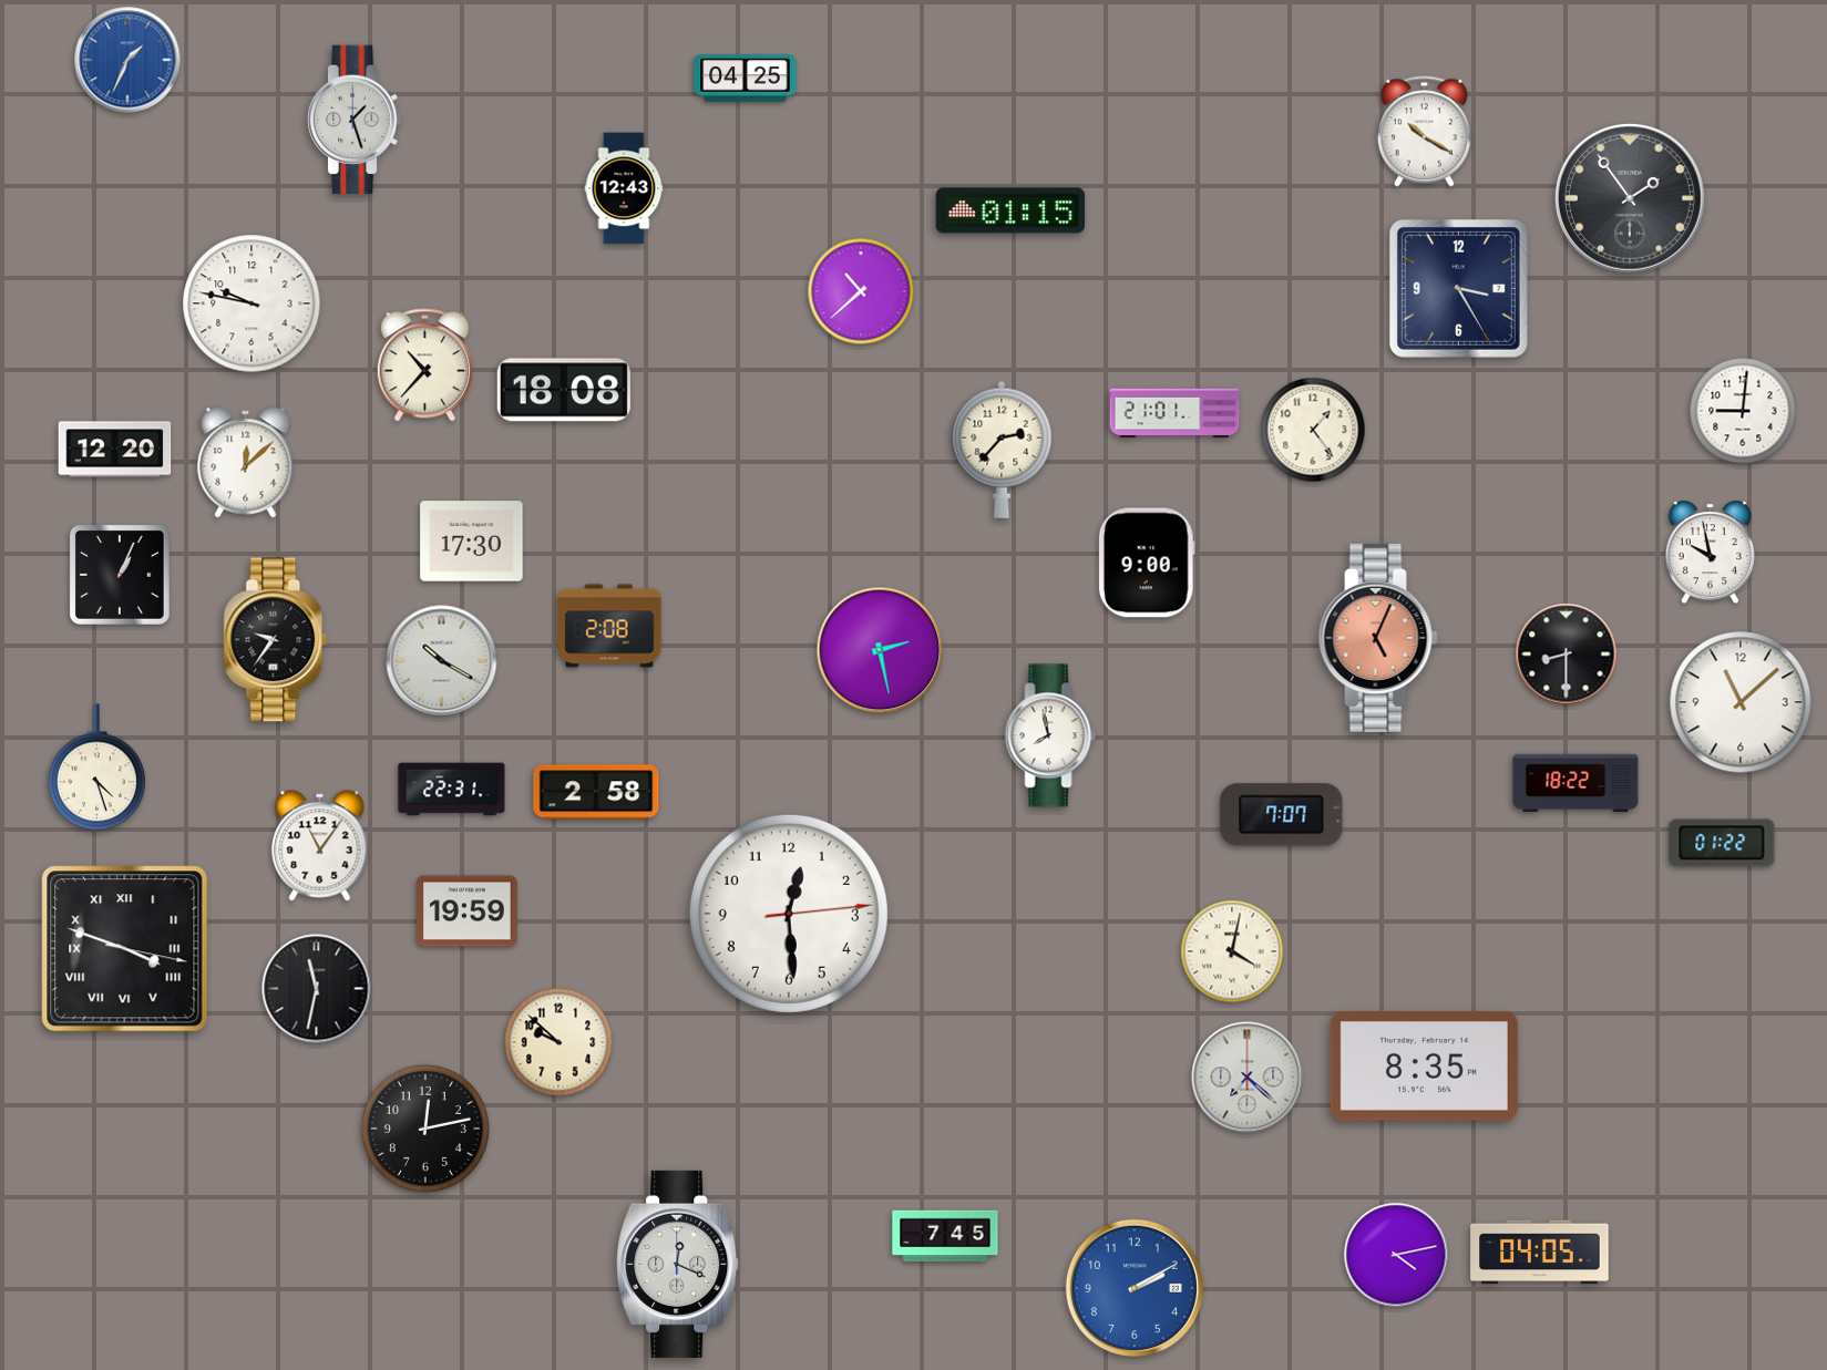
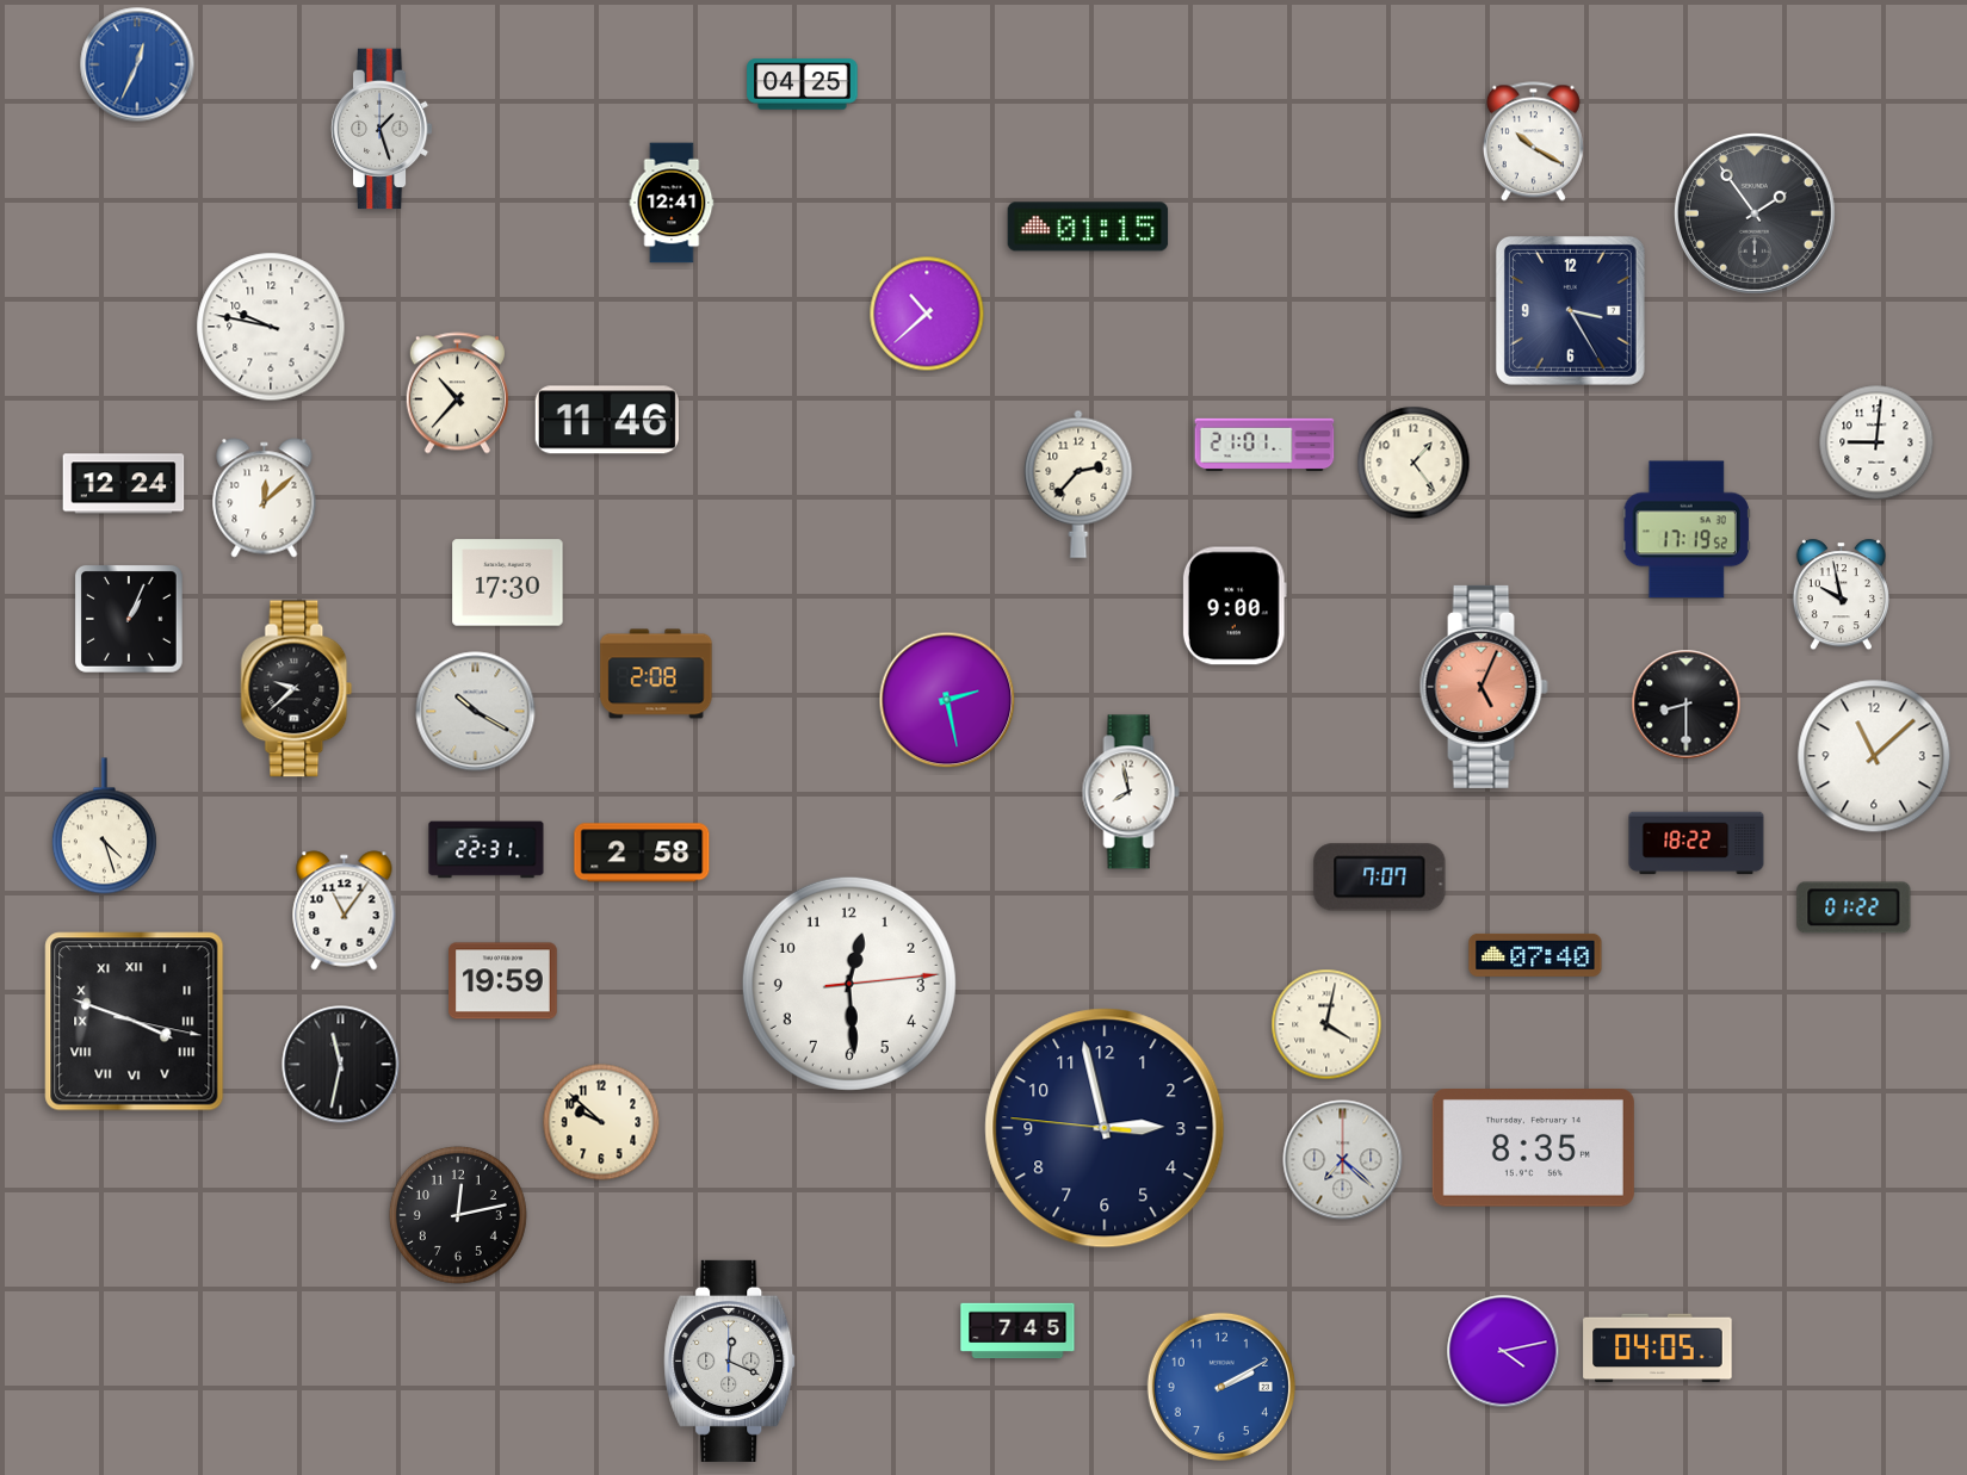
clock at (127, 60): 1:34 -> 12:34
clock at (624, 188): 12:43 -> 12:41
clock at (564, 390): 18:08 -> 11:46
clock at (115, 450): 12:20 -> 12:24
clock at (1687, 529): none -> 17:19
clock at (276, 640): 9:36 -> 9:38
clock at (1535, 955): none -> 07:40
clock at (1105, 1128): none -> 2:57
